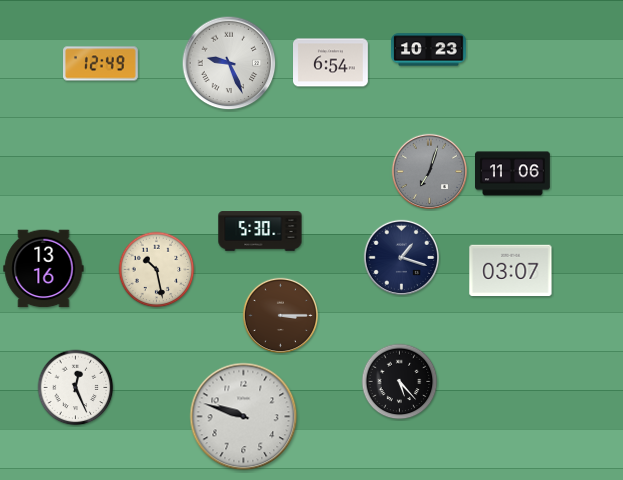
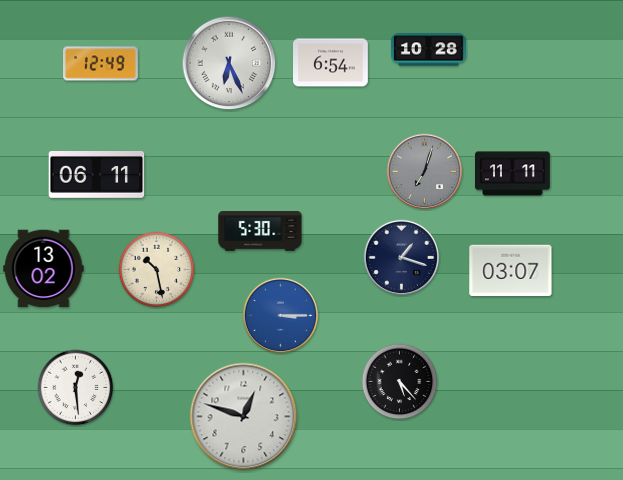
clock at (429, 50): 10:23 -> 10:28
clock at (229, 63): 9:26 -> 6:26
clock at (429, 171) position: (429, 171) -> (424, 171)
clock at (513, 174): 11:06 -> 11:11
clock at (97, 175): none -> 06:11
clock at (44, 269): 13:16 -> 13:02
clock at (280, 315) dial: brown -> blue
clock at (76, 388): 12:26 -> 12:29
clock at (244, 417): 9:48 -> 12:48
